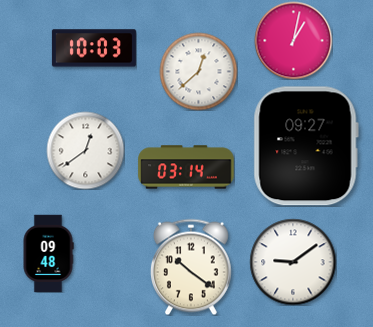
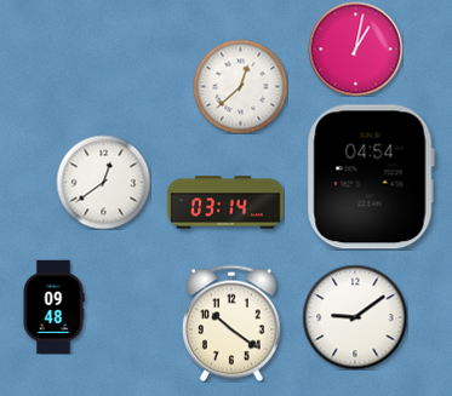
clock at (94, 48): 10:03 -> none
clock at (306, 146): 09:27 -> 04:54
clock at (48, 253) position: (48, 253) -> (53, 306)
